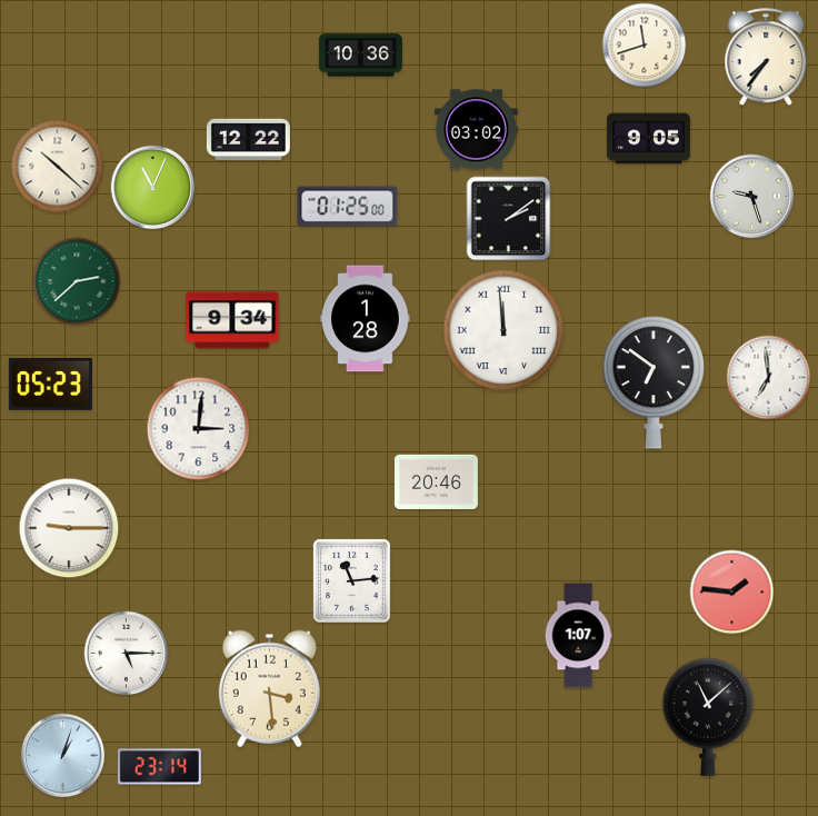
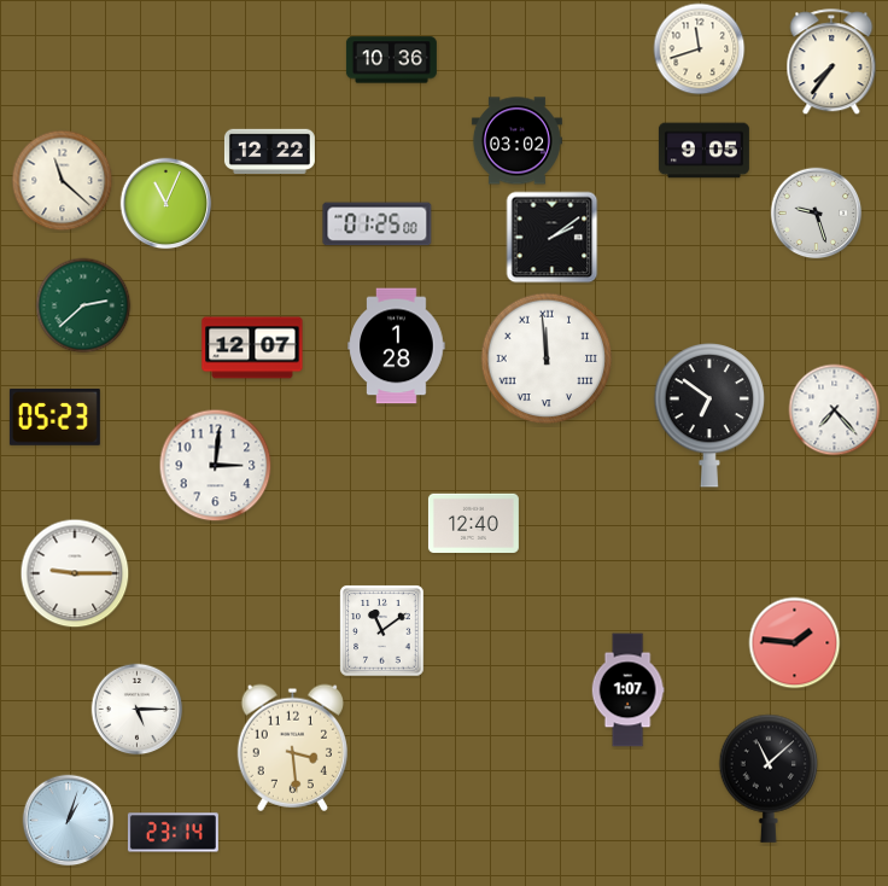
clock at (58, 167): 10:22 -> 11:22
clock at (232, 320): 9:34 -> 12:07
clock at (769, 378): 6:59 -> 7:23
clock at (436, 481): 20:46 -> 12:40
clock at (352, 581): 11:14 -> 11:09
